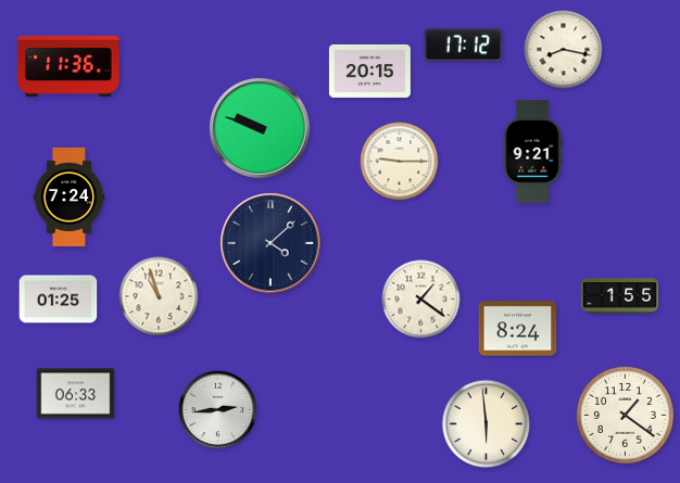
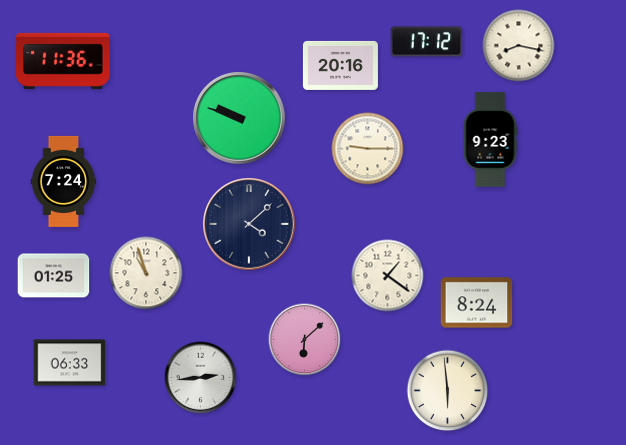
clock at (369, 71): 20:15 -> 20:16
clock at (532, 152): 9:21 -> 9:23
clock at (620, 296): 1:55 -> none
clock at (305, 340): none -> 6:08
clock at (626, 416): 1:21 -> none
